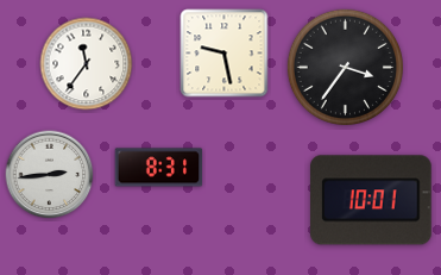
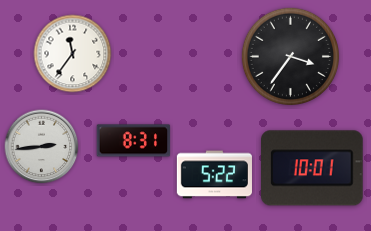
clock at (225, 54): 9:28 -> none
clock at (214, 175): none -> 5:22
